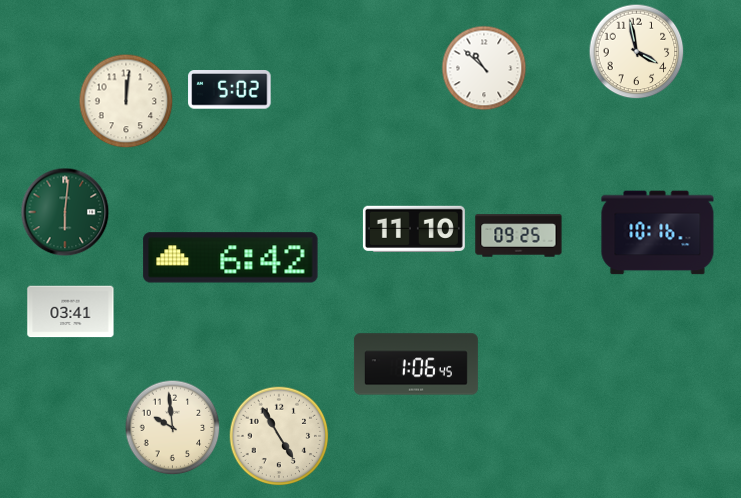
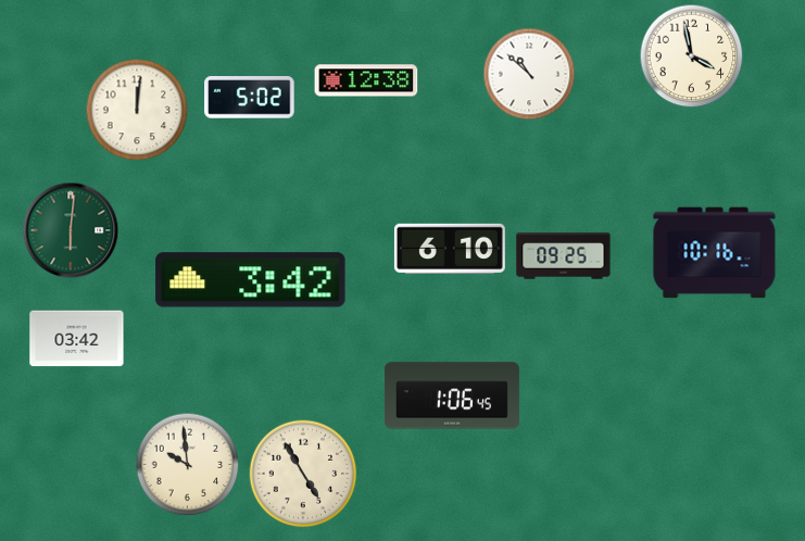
clock at (484, 68) position: (484, 68) -> (529, 74)
clock at (366, 80): none -> 12:38
clock at (414, 228): 11:10 -> 6:10
clock at (231, 258): 6:42 -> 3:42
clock at (71, 312): 03:41 -> 03:42
